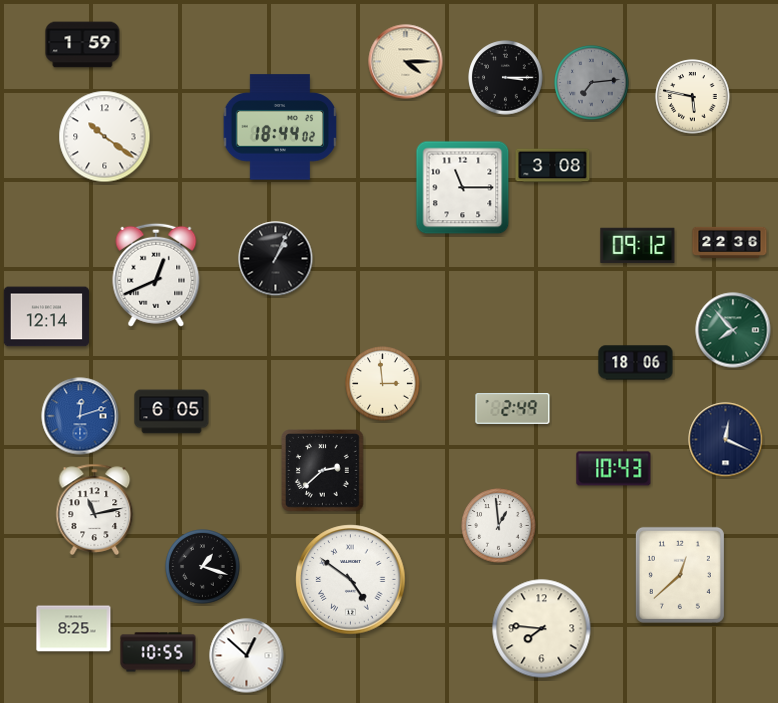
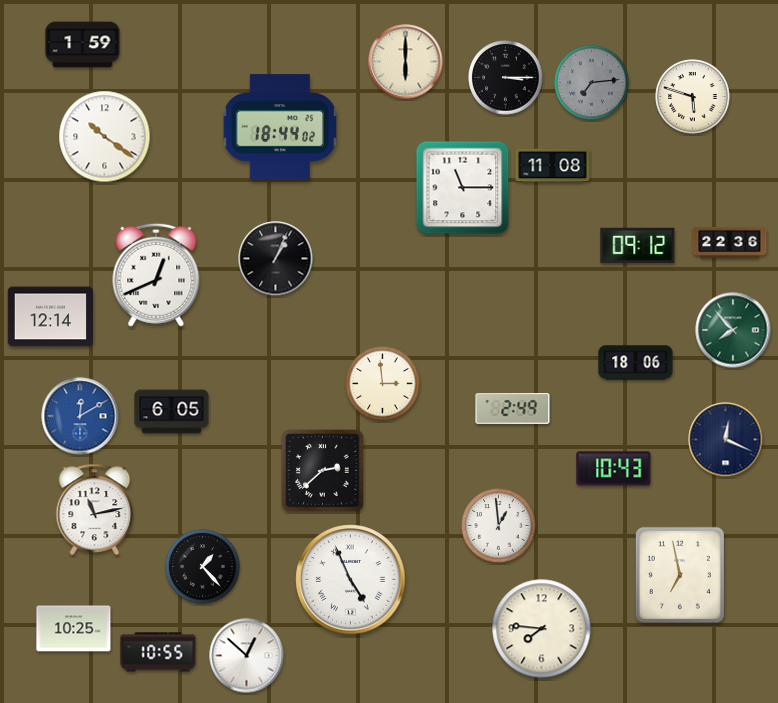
clock at (406, 62): 4:15 -> 6:00
clock at (693, 97): 5:47 -> 5:48
clock at (553, 166): 3:08 -> 11:08
clock at (47, 317) position: (47, 317) -> (51, 317)
clock at (80, 416): 12:12 -> 12:10
clock at (203, 567): 1:18 -> 1:23
clock at (680, 575): 12:38 -> 6:58
clock at (351, 580): 4:51 -> 4:56
clock at (74, 629): 8:25 -> 10:25
